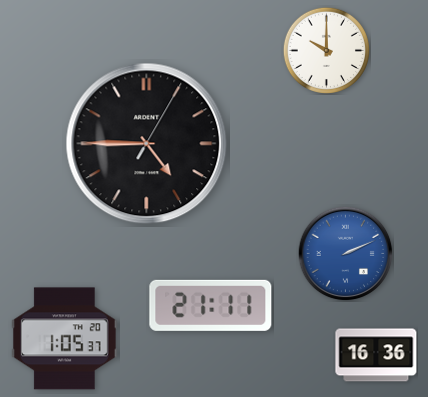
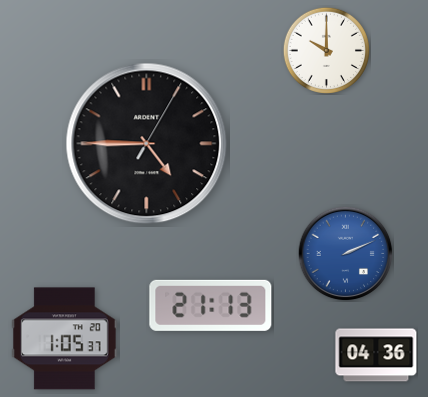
clock at (211, 305): 21:11 -> 21:13
clock at (376, 355): 16:36 -> 04:36
